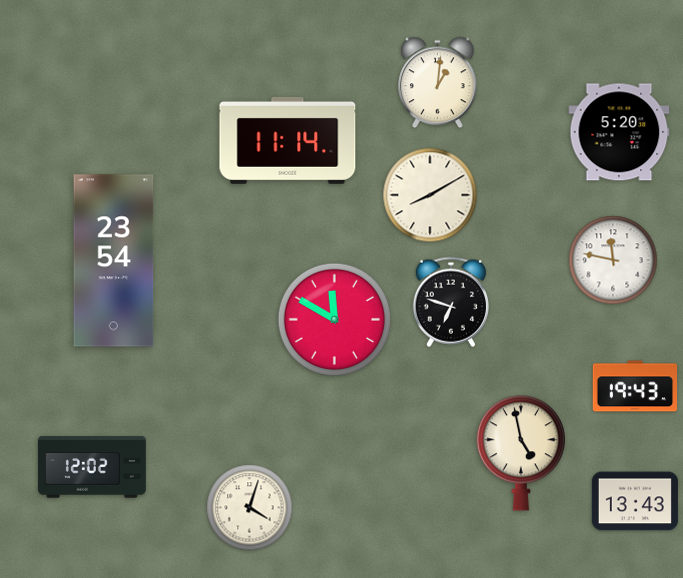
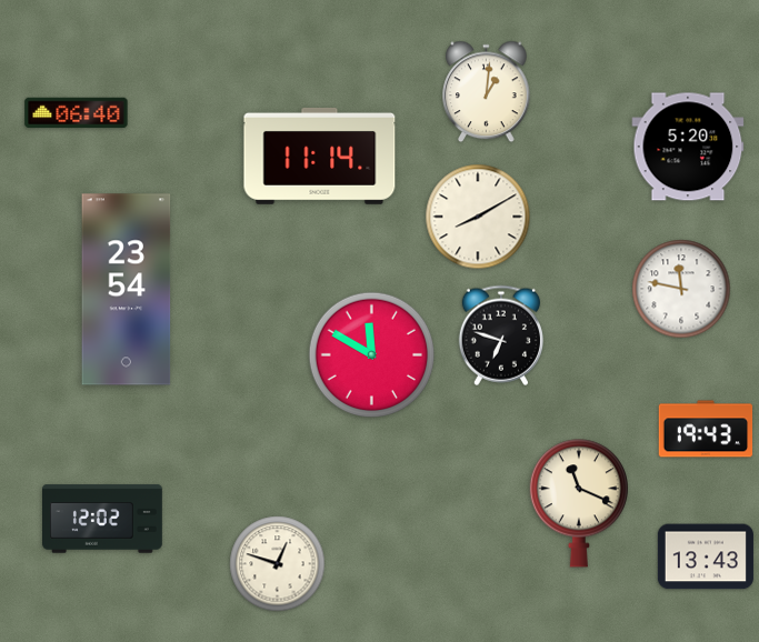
clock at (77, 113): none -> 06:40
clock at (521, 453): 4:58 -> 11:19
clock at (250, 508): 4:03 -> 12:48
